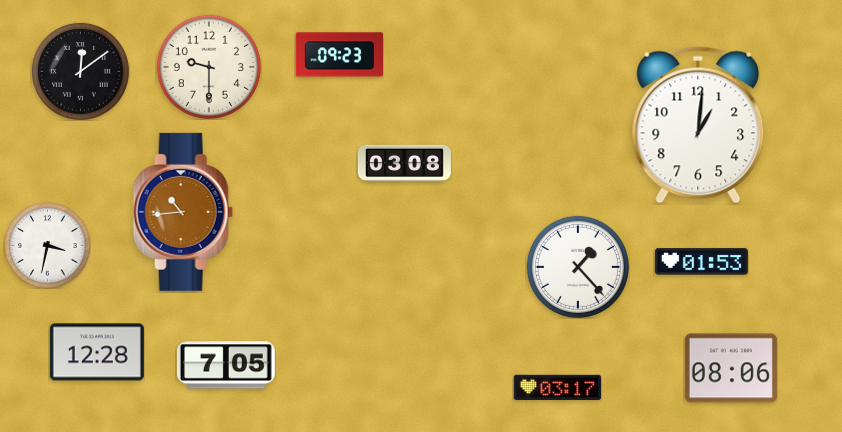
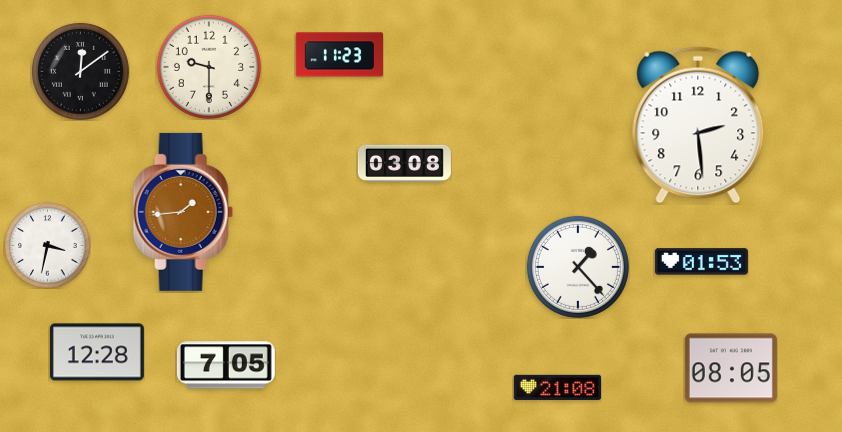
clock at (339, 55): 09:23 -> 11:23
clock at (698, 125): 1:01 -> 2:29
clock at (183, 212): 10:44 -> 1:44
clock at (731, 368): 08:06 -> 08:05
clock at (557, 387): 03:17 -> 21:08
